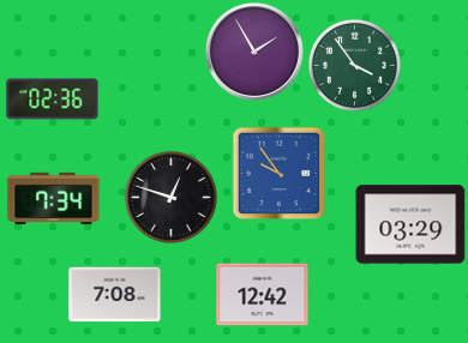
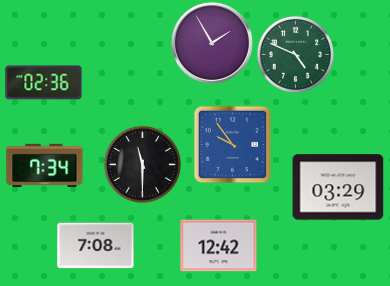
clock at (354, 65): 3:54 -> 4:49
clock at (170, 197): 12:48 -> 11:30
clock at (410, 224) position: (410, 224) -> (338, 187)
